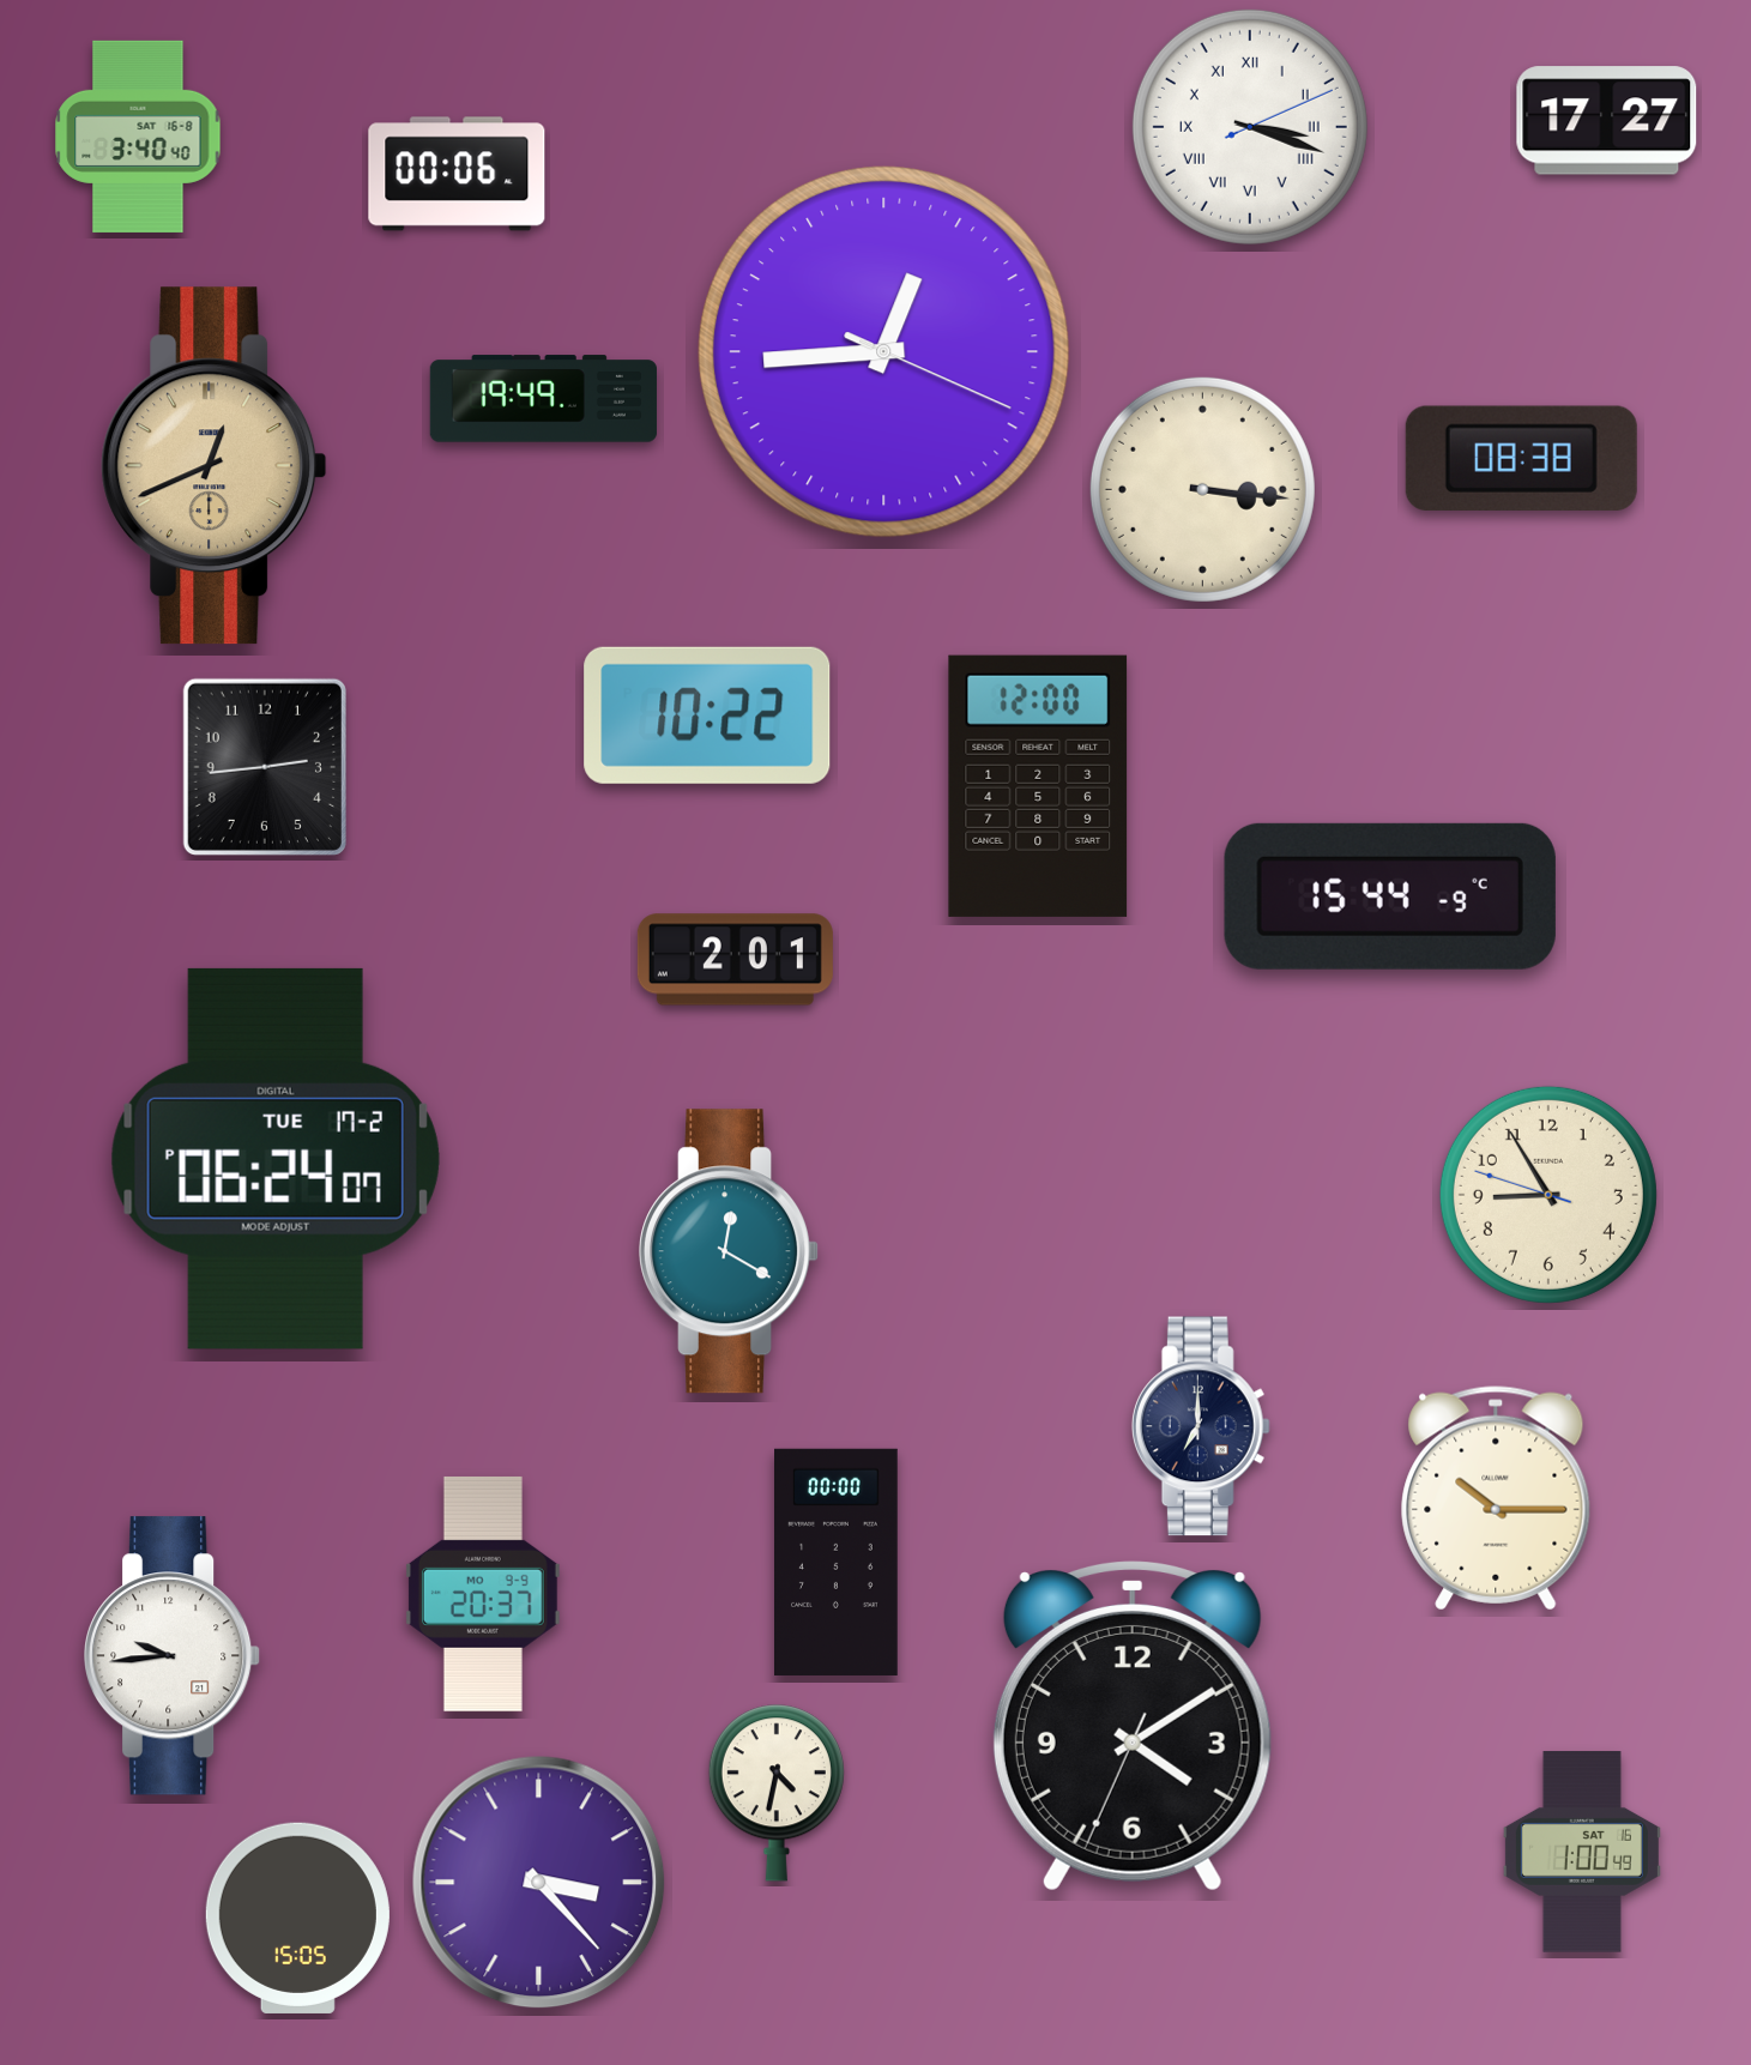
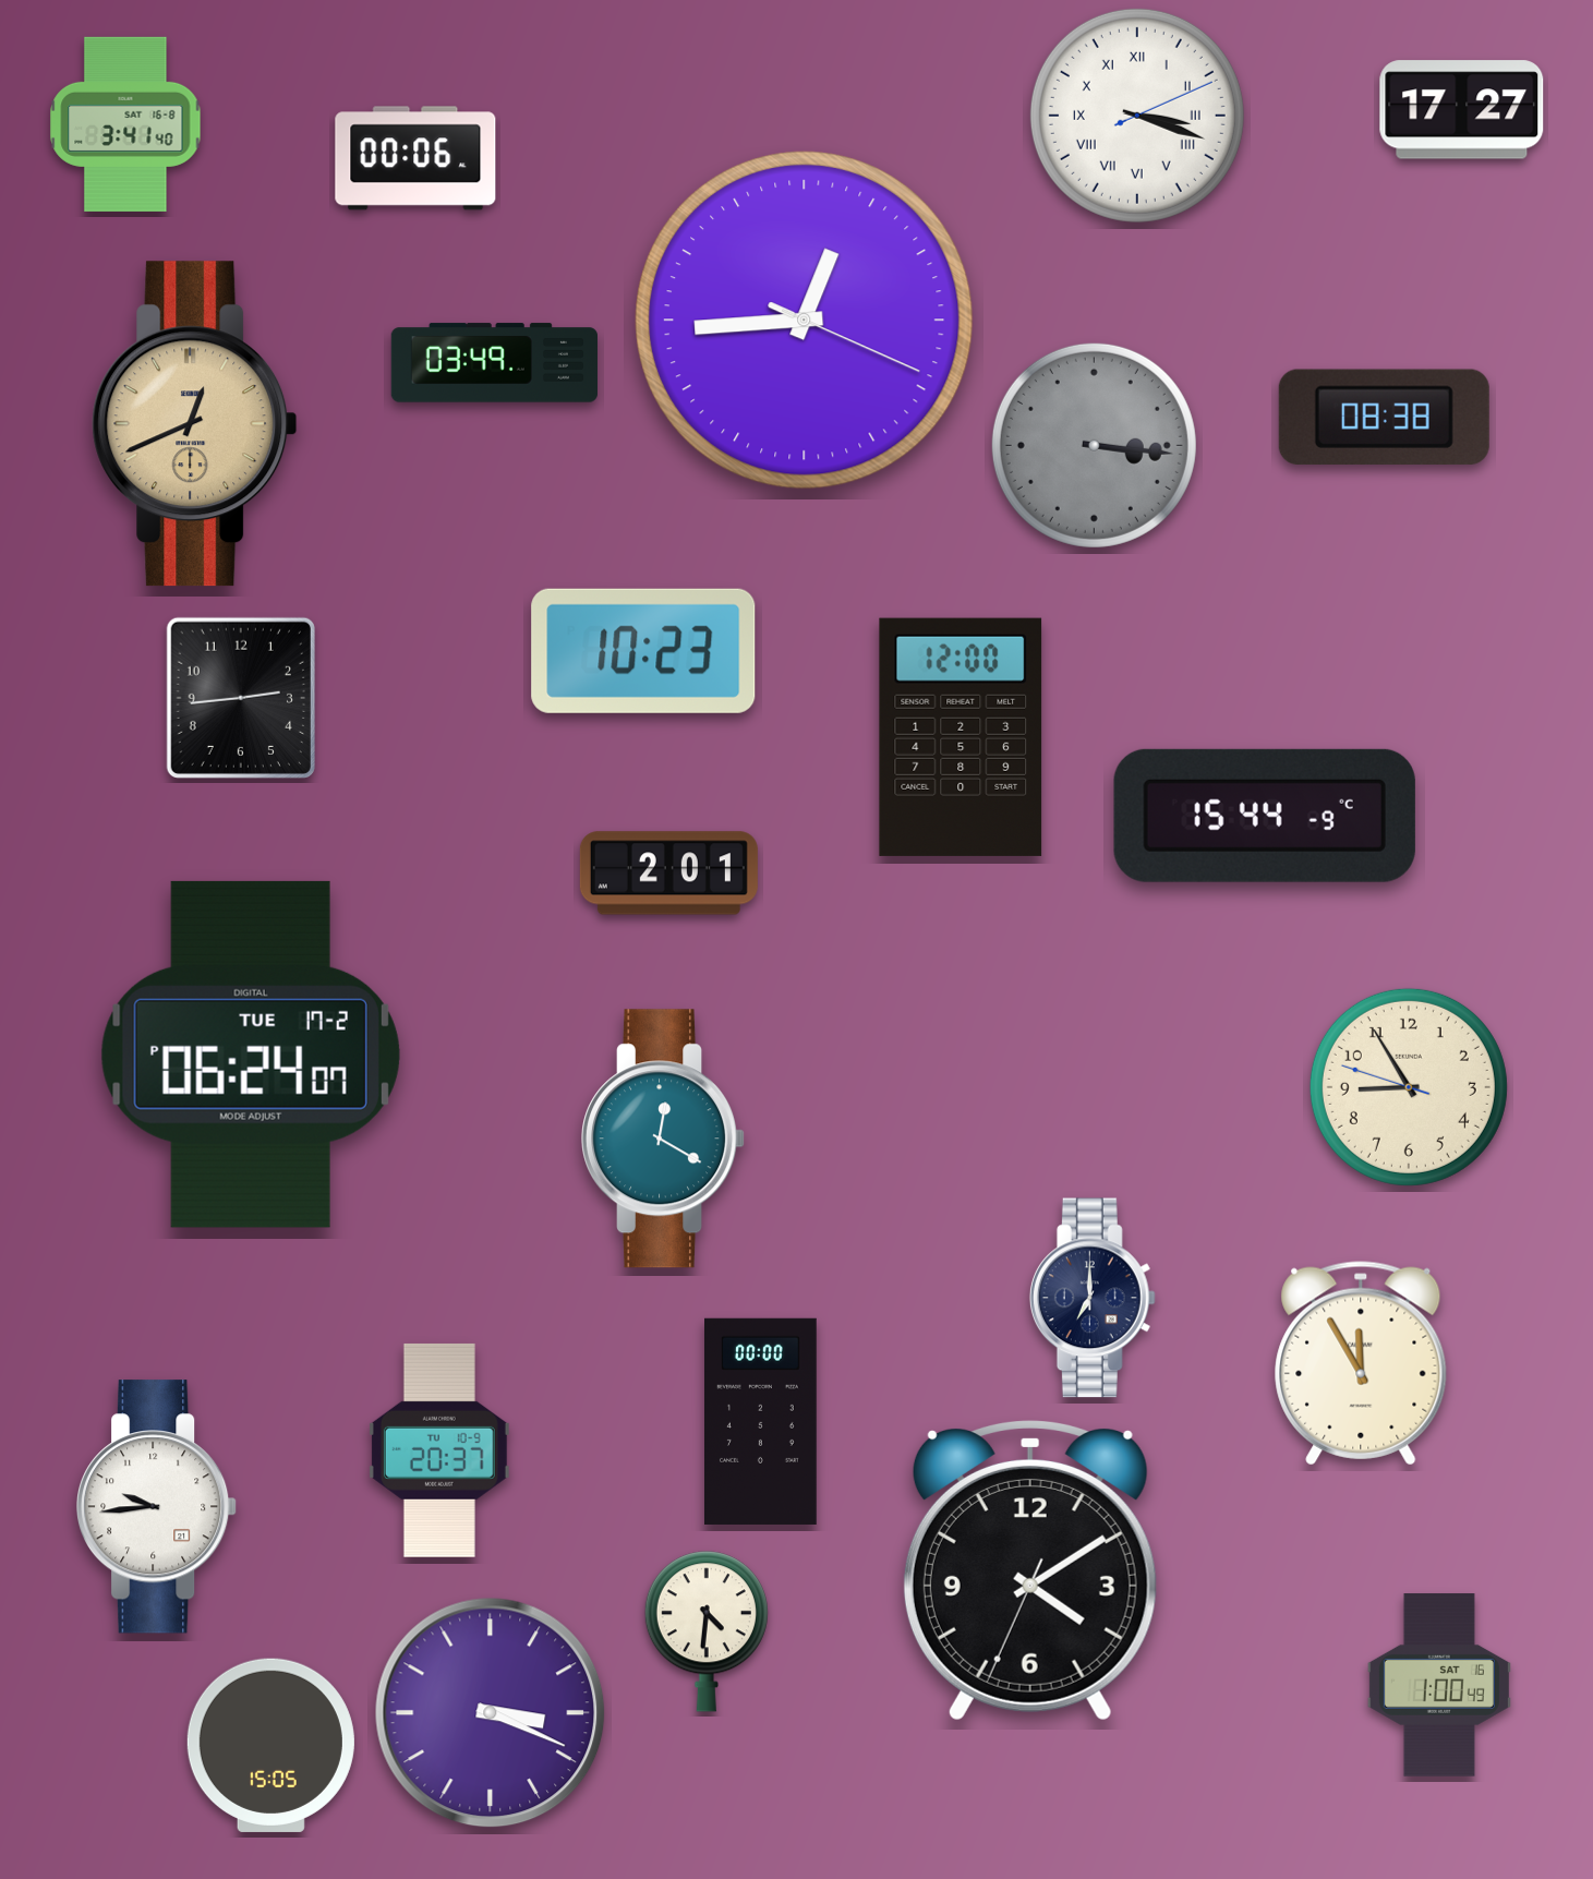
clock at (138, 137): 3:40 -> 3:41
clock at (543, 399): 19:49 -> 03:49
clock at (1202, 489) dial: cream -> grey
clock at (707, 715): 10:22 -> 10:23
clock at (1038, 786) position: (1038, 786) -> (961, 737)
clock at (1496, 1498): 10:15 -> 11:55
clock at (483, 1594) date: MO 9-9 -> TU 10-9
clock at (777, 1793): 4:32 -> 4:31
clock at (539, 1883): 3:23 -> 3:19
